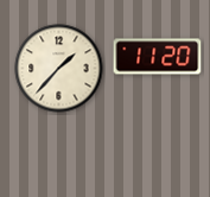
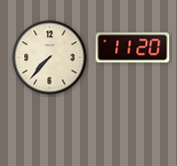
clock at (59, 69): 1:37 -> 7:37
